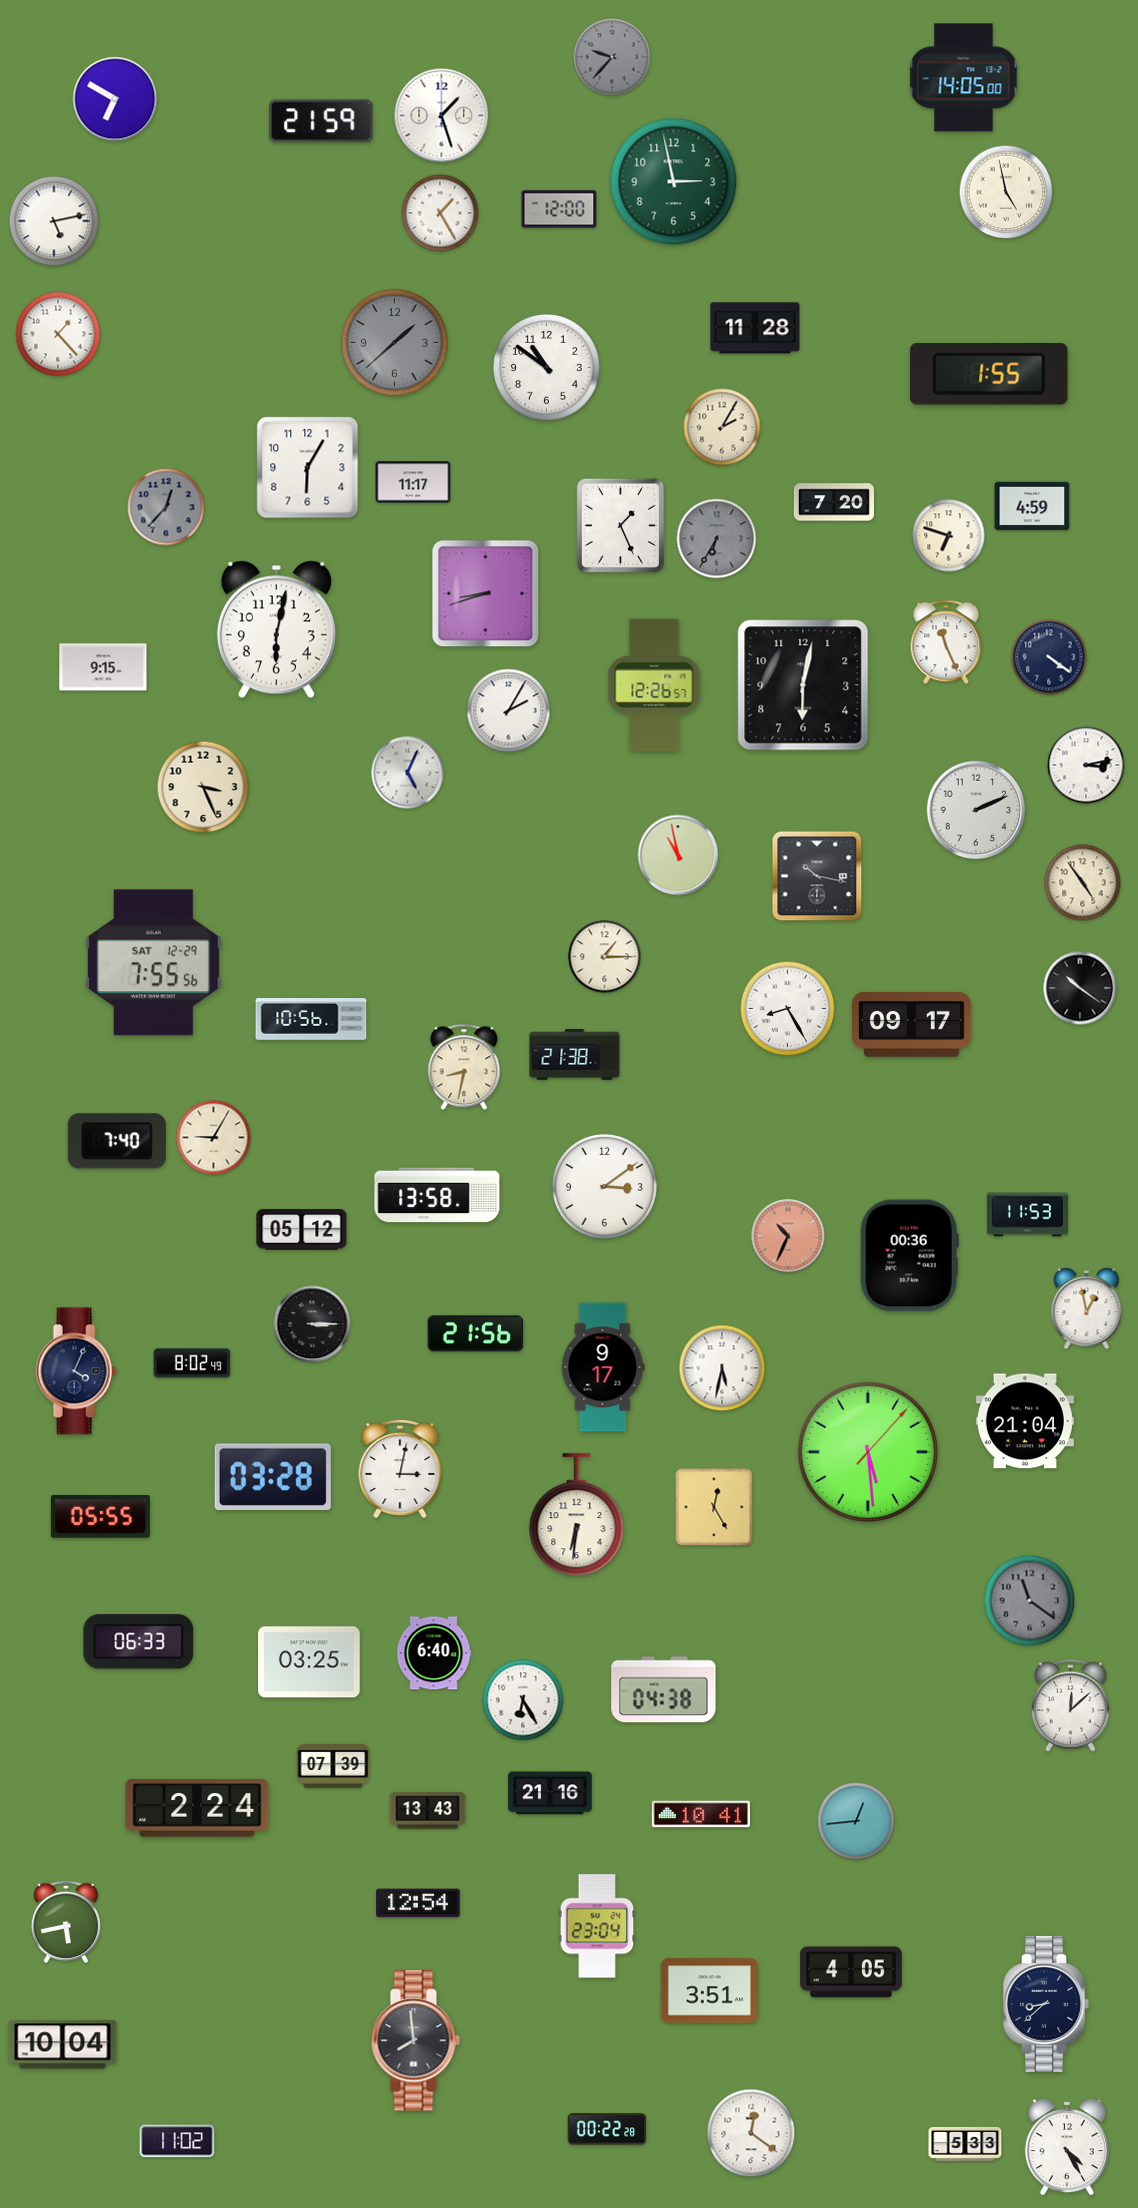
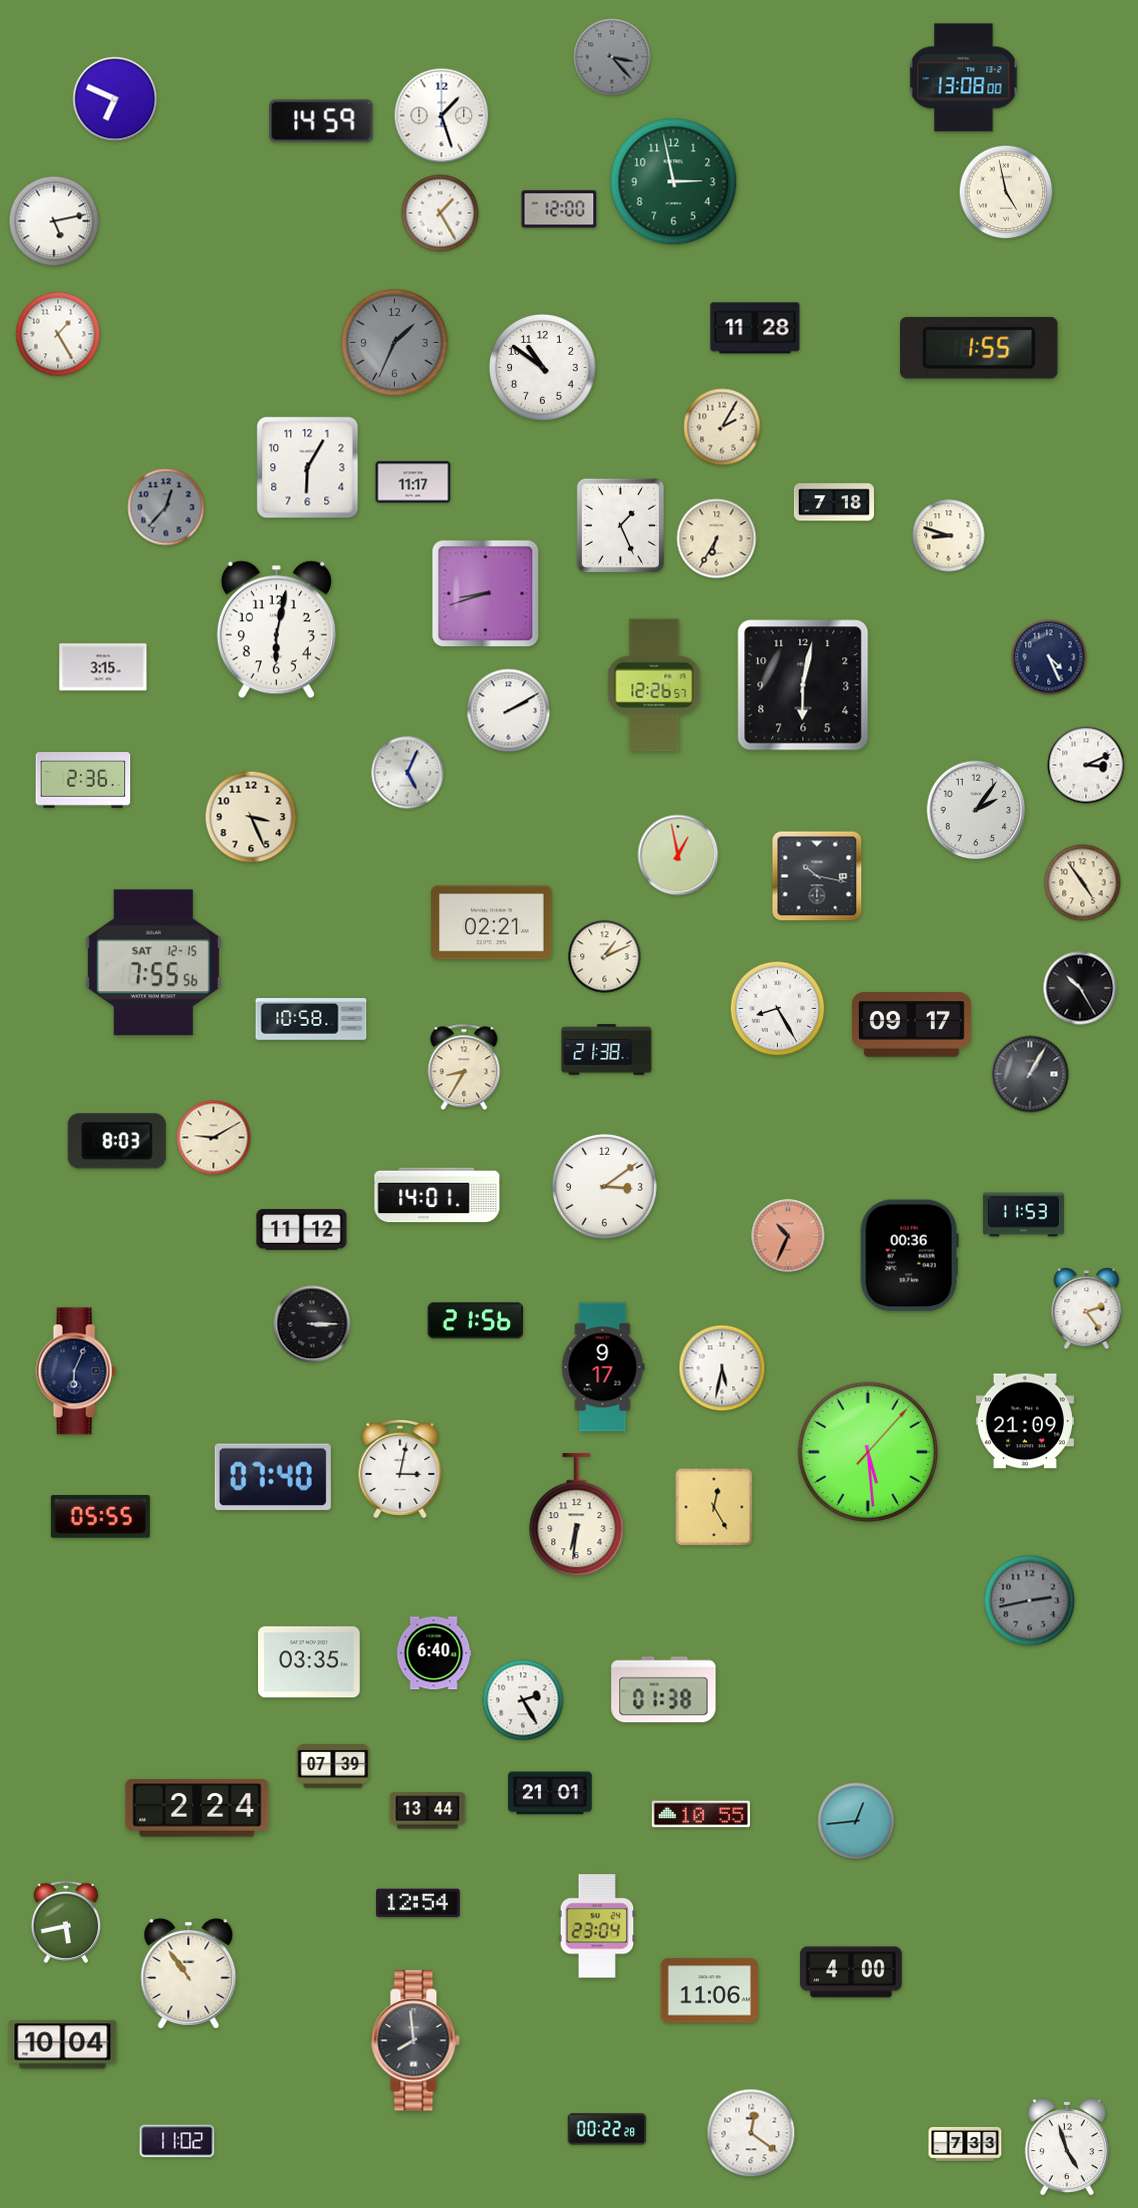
clock at (612, 57): 9:37 -> 3:23
clock at (964, 78): 14:05 -> 13:08
clock at (115, 99): 6:50 -> 6:49
clock at (321, 121): 21:59 -> 14:59
clock at (58, 334): 1:23 -> 1:25
clock at (395, 343): 1:38 -> 1:34
clock at (547, 368) position: (547, 368) -> (543, 368)
clock at (990, 374) position: (990, 374) -> (980, 348)
clock at (834, 502): 7:20 -> 7:18
clock at (1032, 506): 4:59 -> none
clock at (949, 536): 6:48 -> 8:48
clock at (717, 539) dial: grey -> cream
clock at (946, 642): 11:26 -> none
clock at (1049, 657): 4:21 -> 4:26
clock at (103, 667): 9:15 -> 3:15
clock at (509, 711): 2:05 -> 2:10
clock at (1086, 765): 3:13 -> 3:11
clock at (83, 780): none -> 2:36
clock at (203, 787) position: (203, 787) -> (251, 817)
clock at (976, 810): 2:11 -> 2:06
clock at (678, 855): 10:58 -> 12:58
clock at (492, 923): none -> 02:21
clock at (605, 957): 1:15 -> 1:11
clock at (153, 963) date: SAT 12-29 -> SAT 12-15
clock at (1080, 988): 10:21 -> 10:25
clock at (788, 1009) position: (788, 1009) -> (778, 1009)
clock at (311, 1019): 10:56 -> 10:58
clock at (575, 1055) position: (575, 1055) -> (607, 1050)
clock at (464, 1067): 8:32 -> 8:35
clock at (1030, 1074): none -> 1:05
clock at (214, 1138): 9:05 -> 9:10
clock at (117, 1141): 7:40 -> 8:03
clock at (437, 1195): 13:58 -> 14:01
clock at (1027, 1215) position: (1027, 1215) -> (1023, 1215)
clock at (302, 1230): 05:12 -> 11:12
clock at (1087, 1309): 12:58 -> 2:24
clock at (476, 1334) position: (476, 1334) -> (476, 1321)
clock at (192, 1363): 8:02 -> none
clock at (76, 1371): 4:04 -> 6:04
clock at (1025, 1421): 21:04 -> 21:09
clock at (273, 1477): 03:28 -> 07:40
clock at (1030, 1601): 11:21 -> 2:43
clock at (139, 1642): 06:33 -> none
clock at (309, 1662): 03:25 -> 03:35
clock at (664, 1690): 04:38 -> 01:38
clock at (523, 1700): 6:25 -> 2:25
clock at (1070, 1705): 12:08 -> none
clock at (550, 1793): 21:16 -> 21:01
clock at (428, 1811): 13:43 -> 13:44
clock at (701, 1814): 10:41 -> 10:55
clock at (851, 1972): 4:05 -> 4:00
clock at (189, 1974): none -> 10:54
clock at (709, 1991): 3:51 -> 11:06
clock at (1046, 2004): 8:38 -> none
clock at (965, 2144): 5:33 -> 7:33
clock at (1067, 2147): 4:25 -> 4:57
